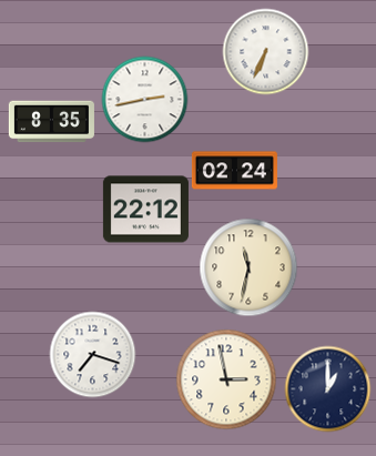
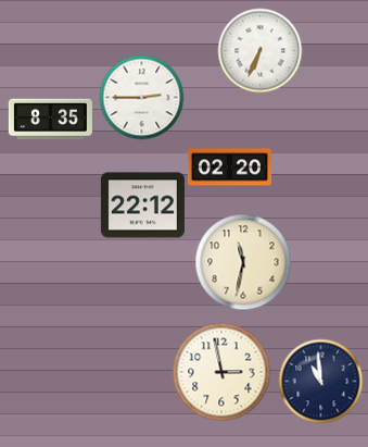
clock at (144, 99): 2:43 -> 2:45
clock at (234, 171): 02:24 -> 02:20
clock at (92, 354): 7:18 -> none
clock at (327, 388): 1:00 -> 10:59
